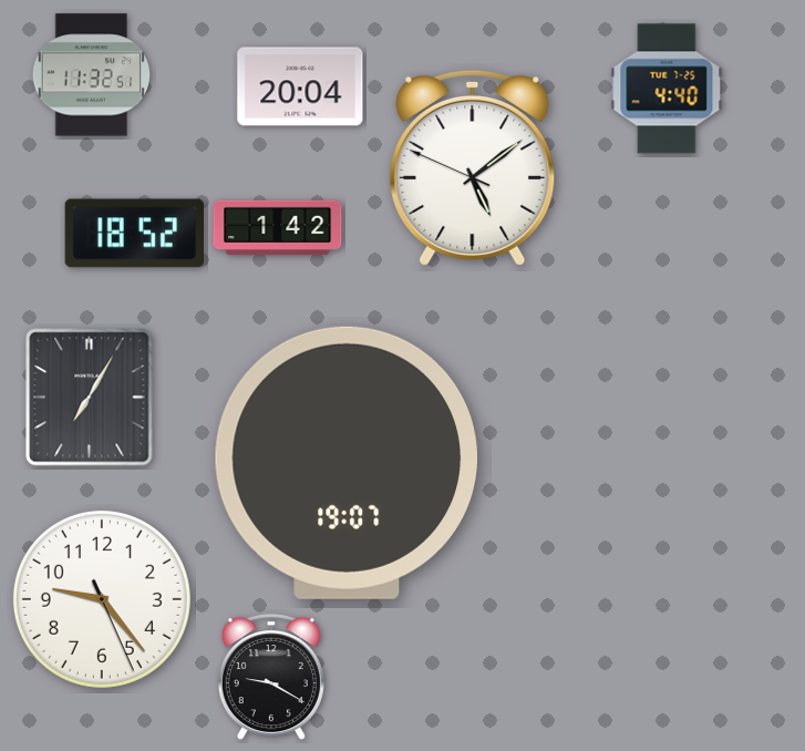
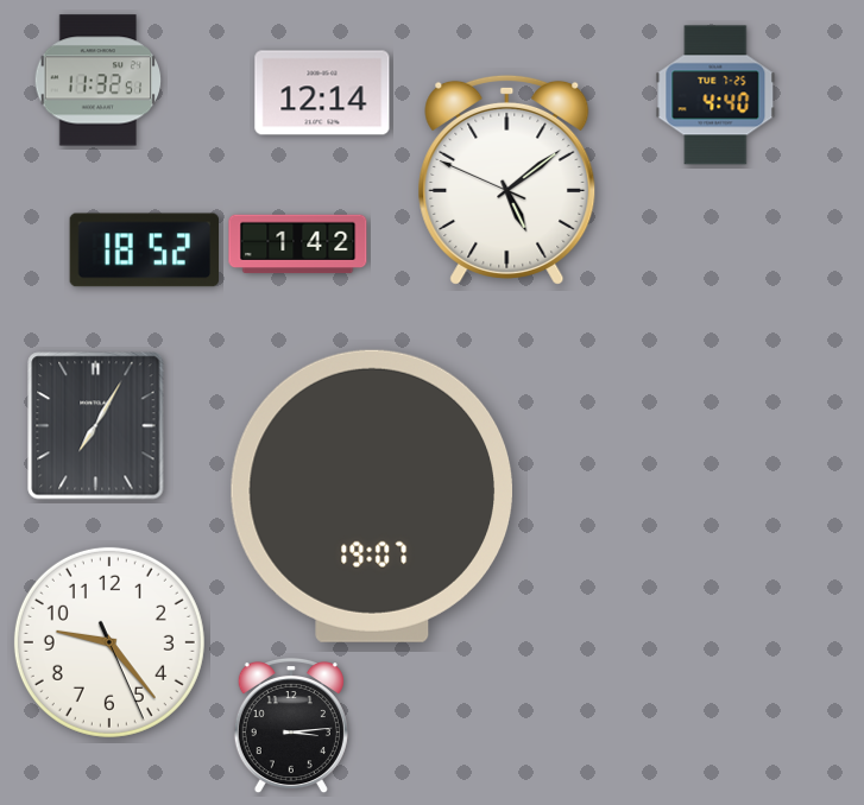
clock at (300, 86): 20:04 -> 12:14
clock at (271, 677): 9:20 -> 3:14
